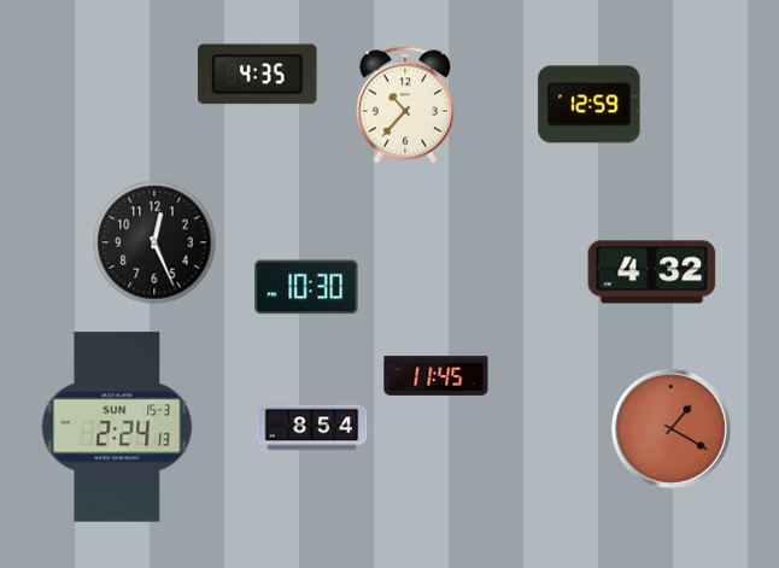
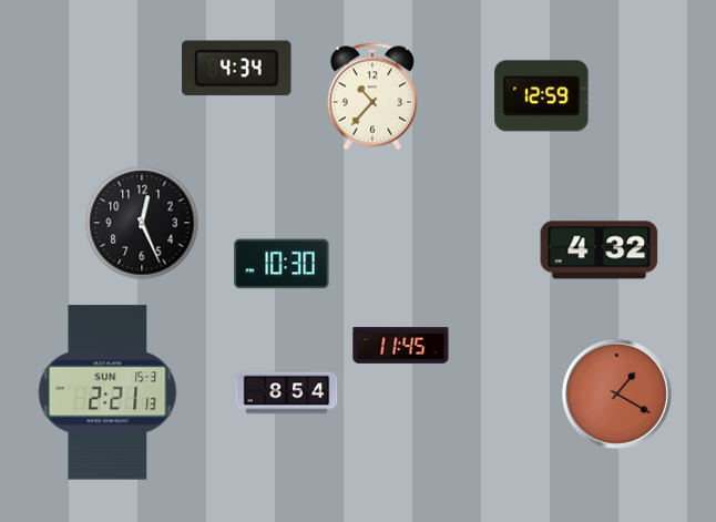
clock at (258, 75): 4:35 -> 4:34
clock at (117, 427): 2:24 -> 2:21
